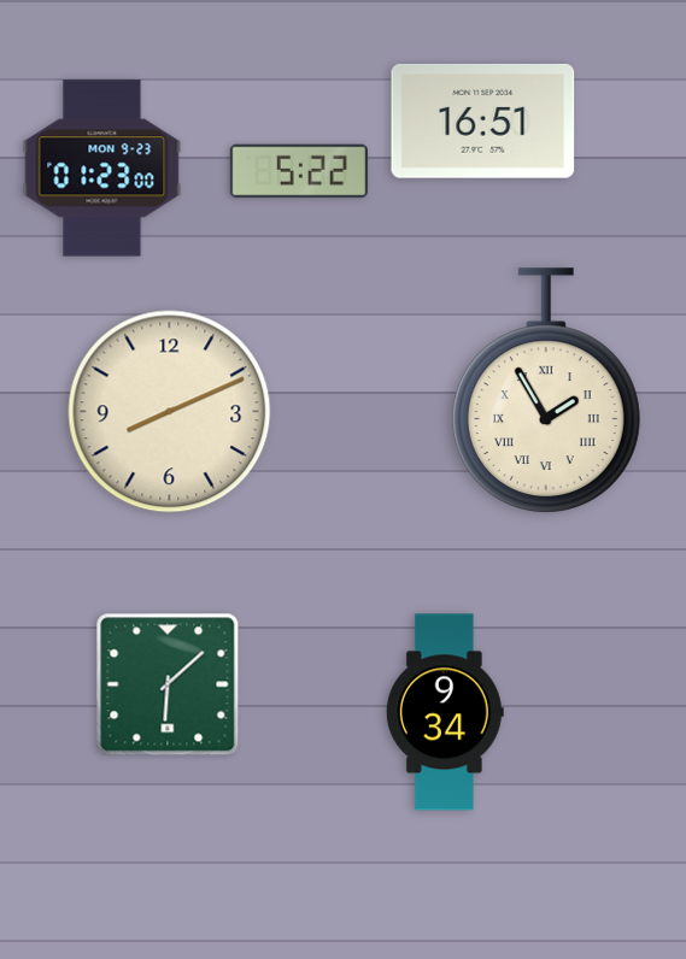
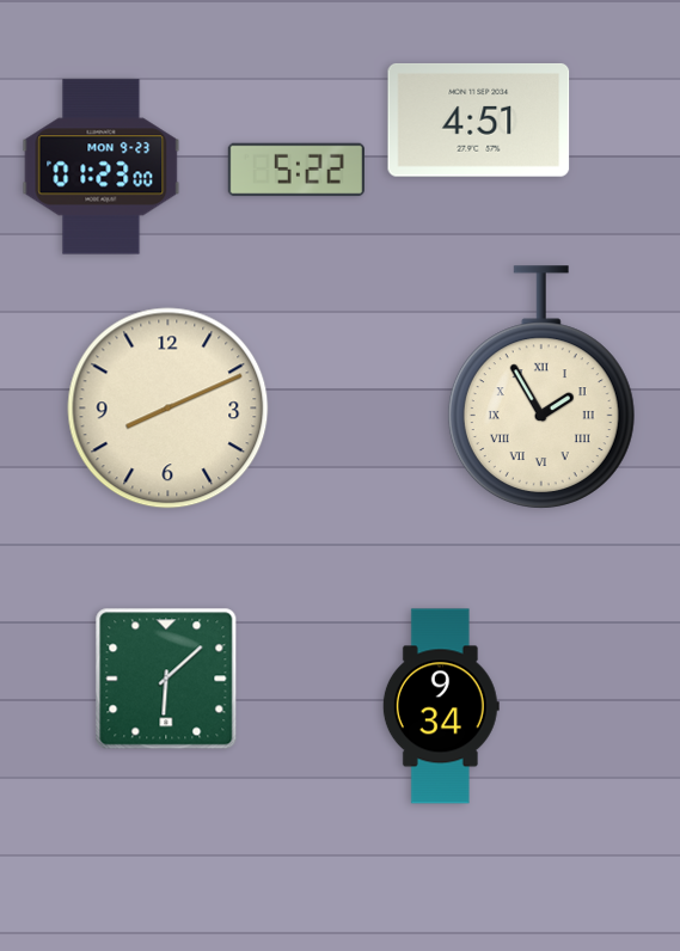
clock at (483, 120): 16:51 -> 4:51
